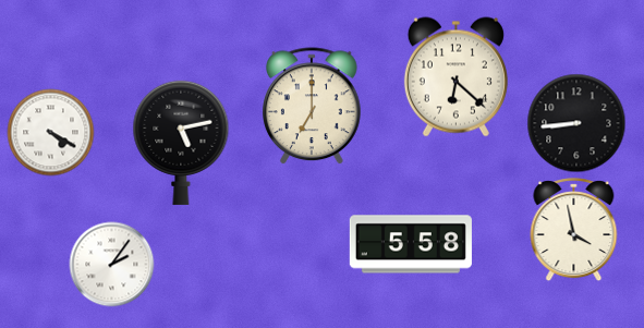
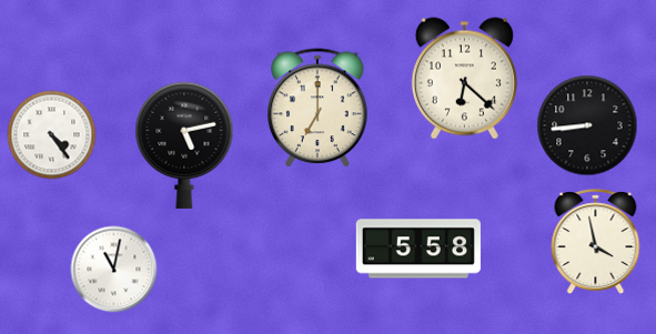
clock at (51, 133): 4:20 -> 4:24
clock at (574, 230) position: (574, 230) -> (596, 242)
clock at (112, 265): 2:06 -> 11:02
